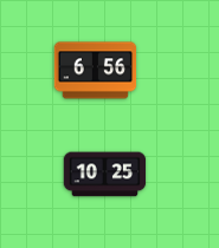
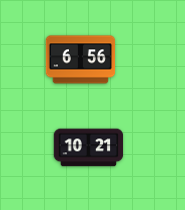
clock at (105, 175): 10:25 -> 10:21
